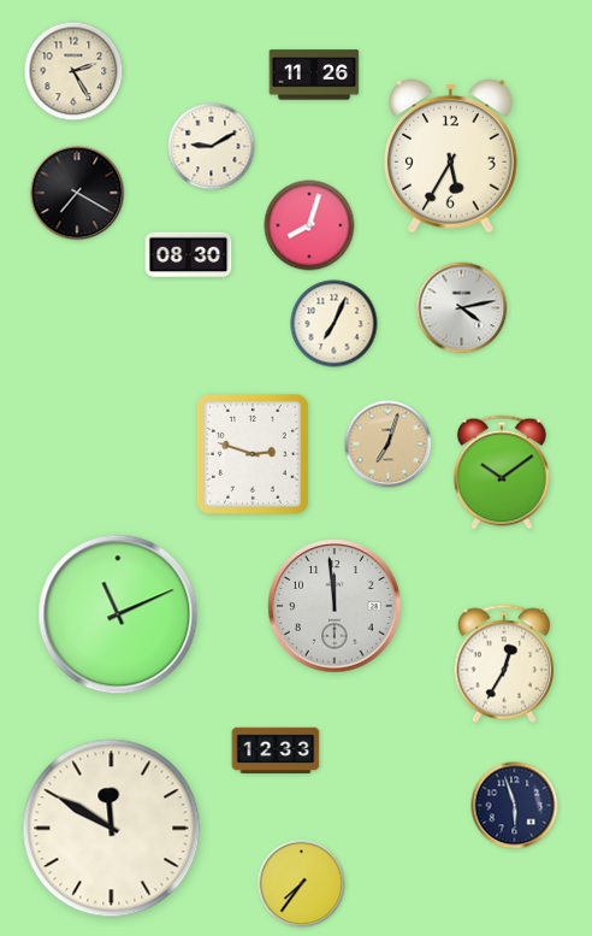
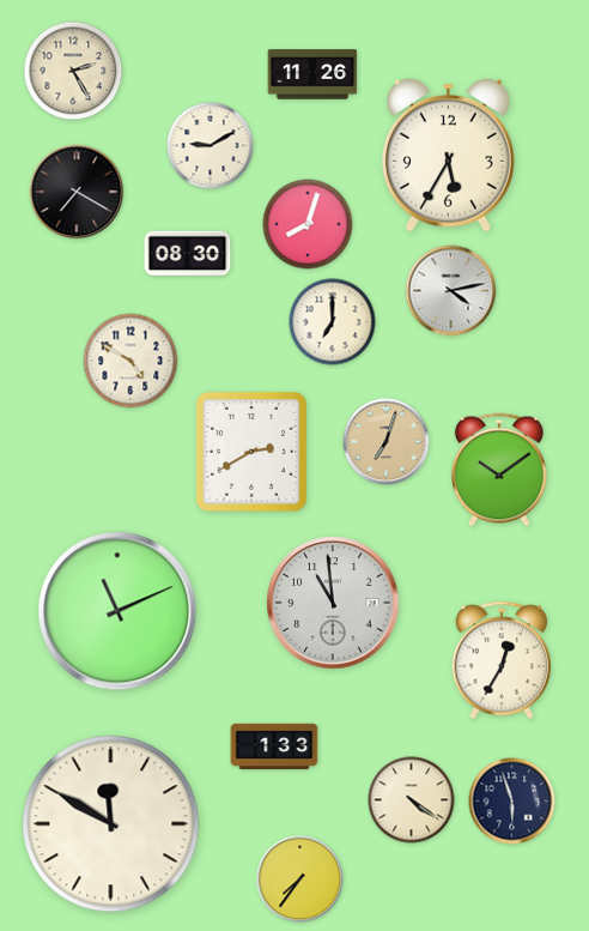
clock at (462, 308) position: (462, 308) -> (451, 291)
clock at (335, 324): 7:04 -> 7:00
clock at (130, 361): none -> 4:50
clock at (253, 454): 2:48 -> 2:40
clock at (335, 606): 11:59 -> 10:59
clock at (276, 750): 12:33 -> 1:33
clock at (412, 800): none -> 4:21
